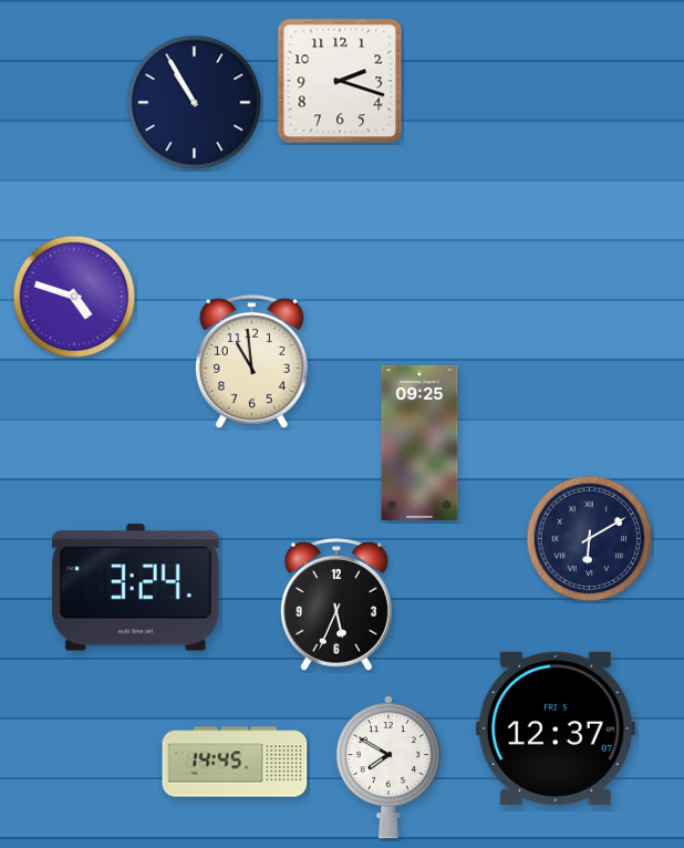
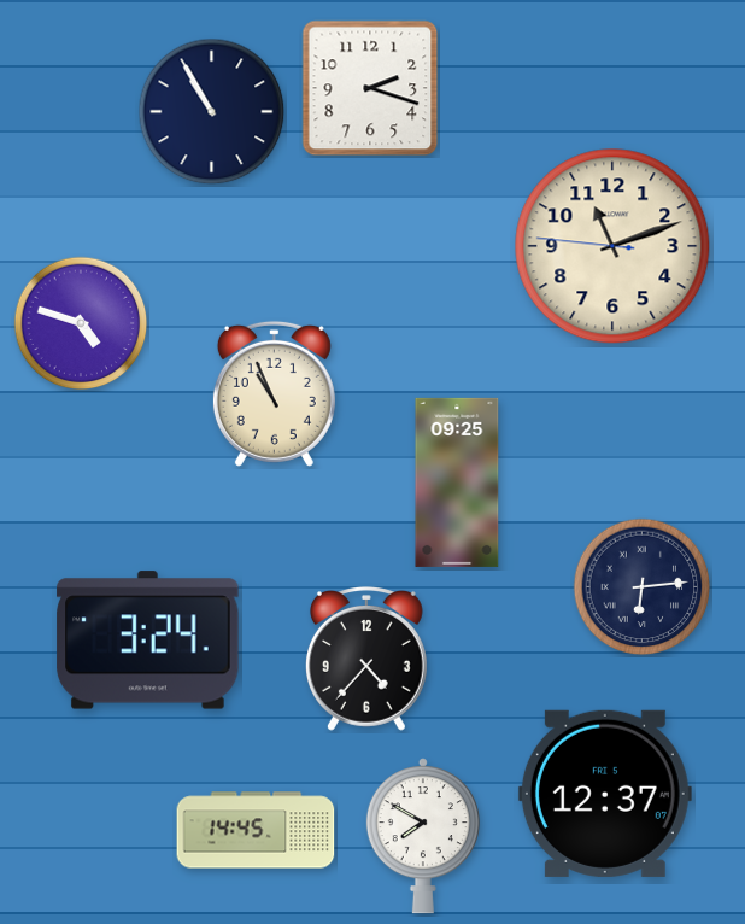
clock at (612, 246): none -> 11:11
clock at (251, 361): 10:59 -> 10:56
clock at (590, 539): 6:10 -> 6:14
clock at (336, 604): 5:34 -> 4:37
